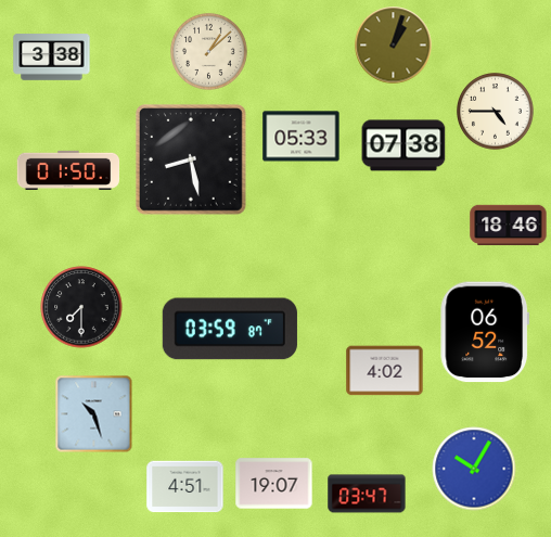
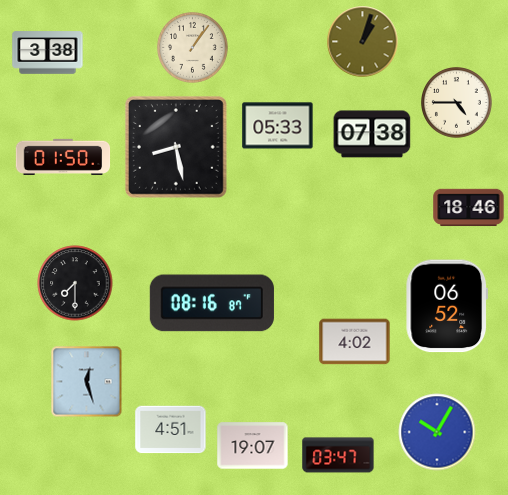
clock at (209, 52): 1:08 -> 1:06
clock at (230, 329): 03:59 -> 08:16
clock at (94, 414): 10:27 -> 12:27
clock at (185, 487) position: (185, 487) -> (171, 430)
